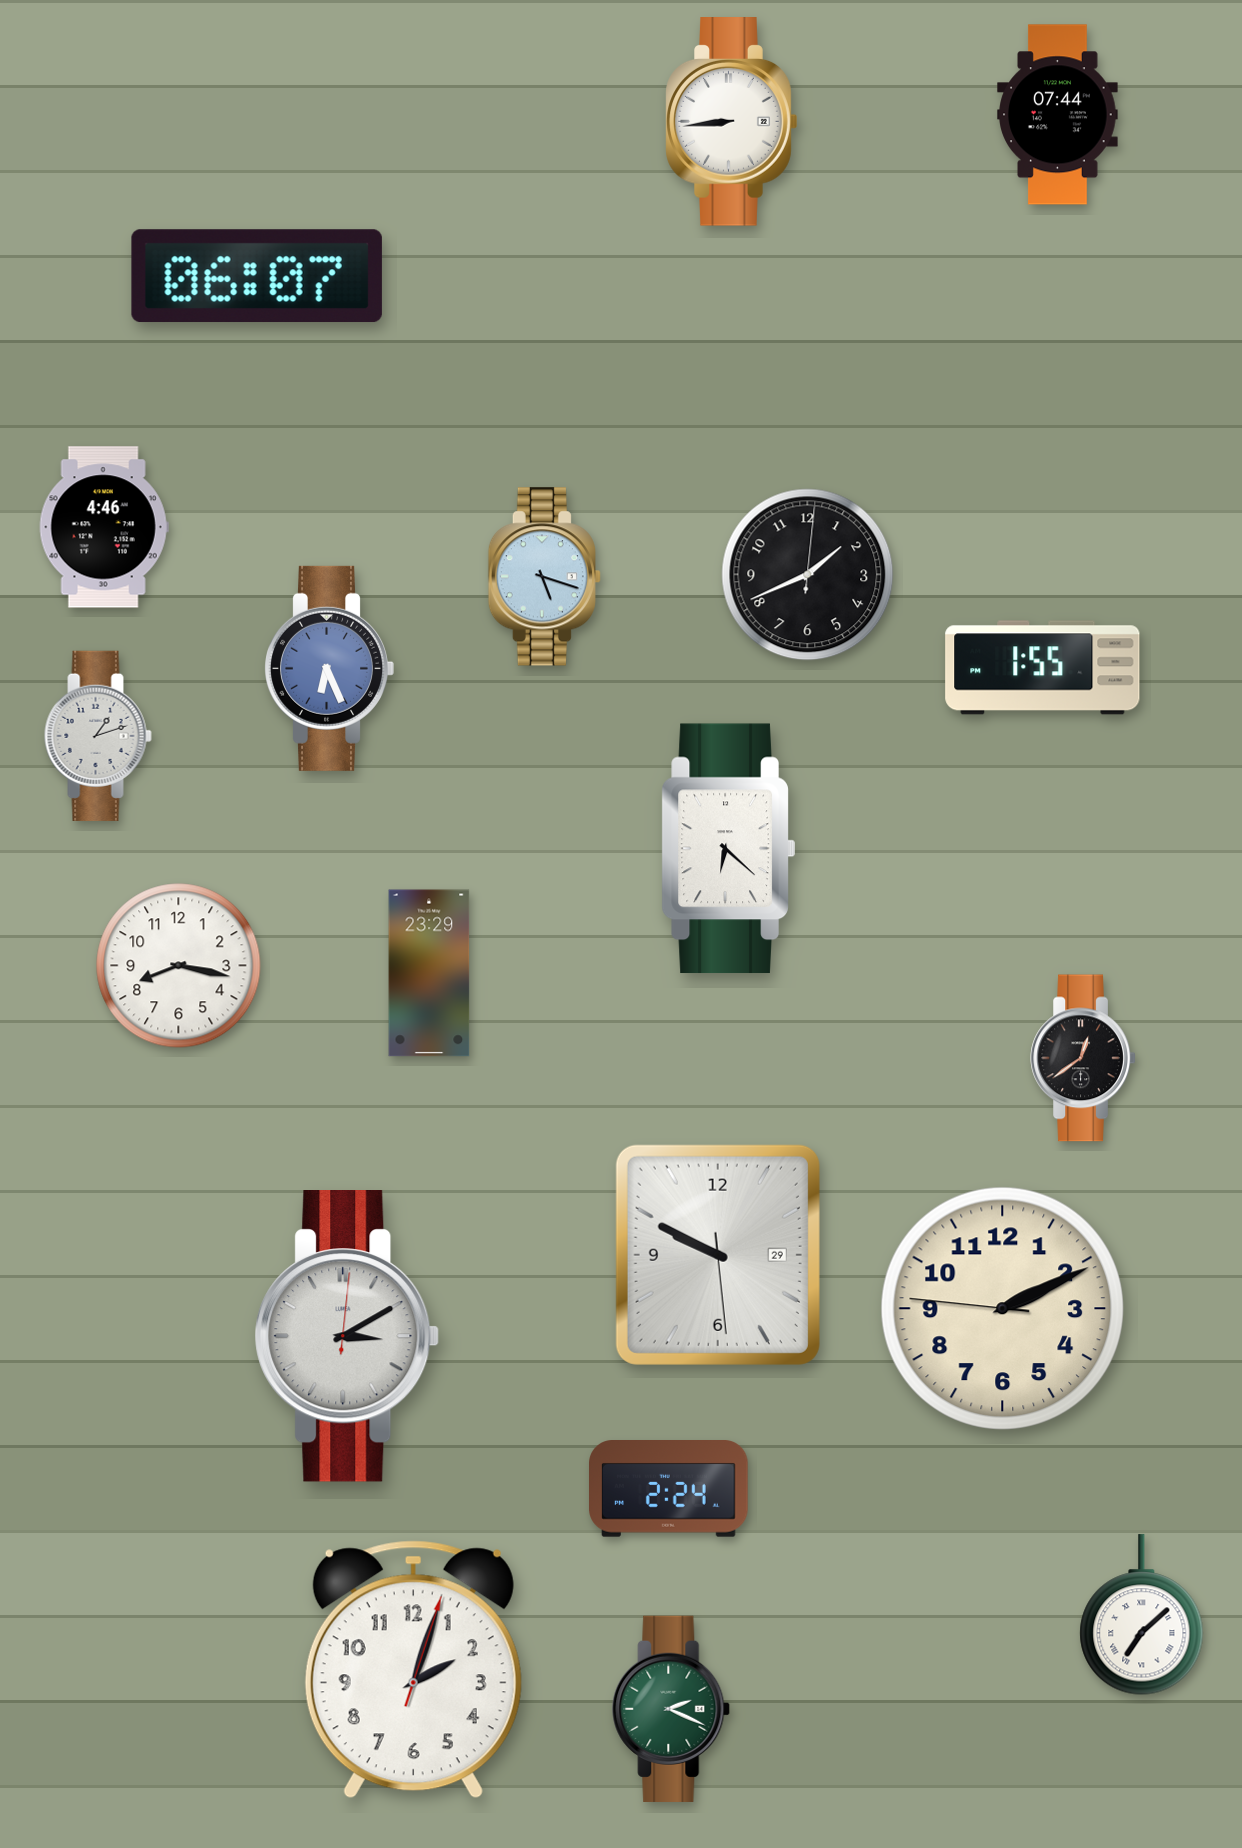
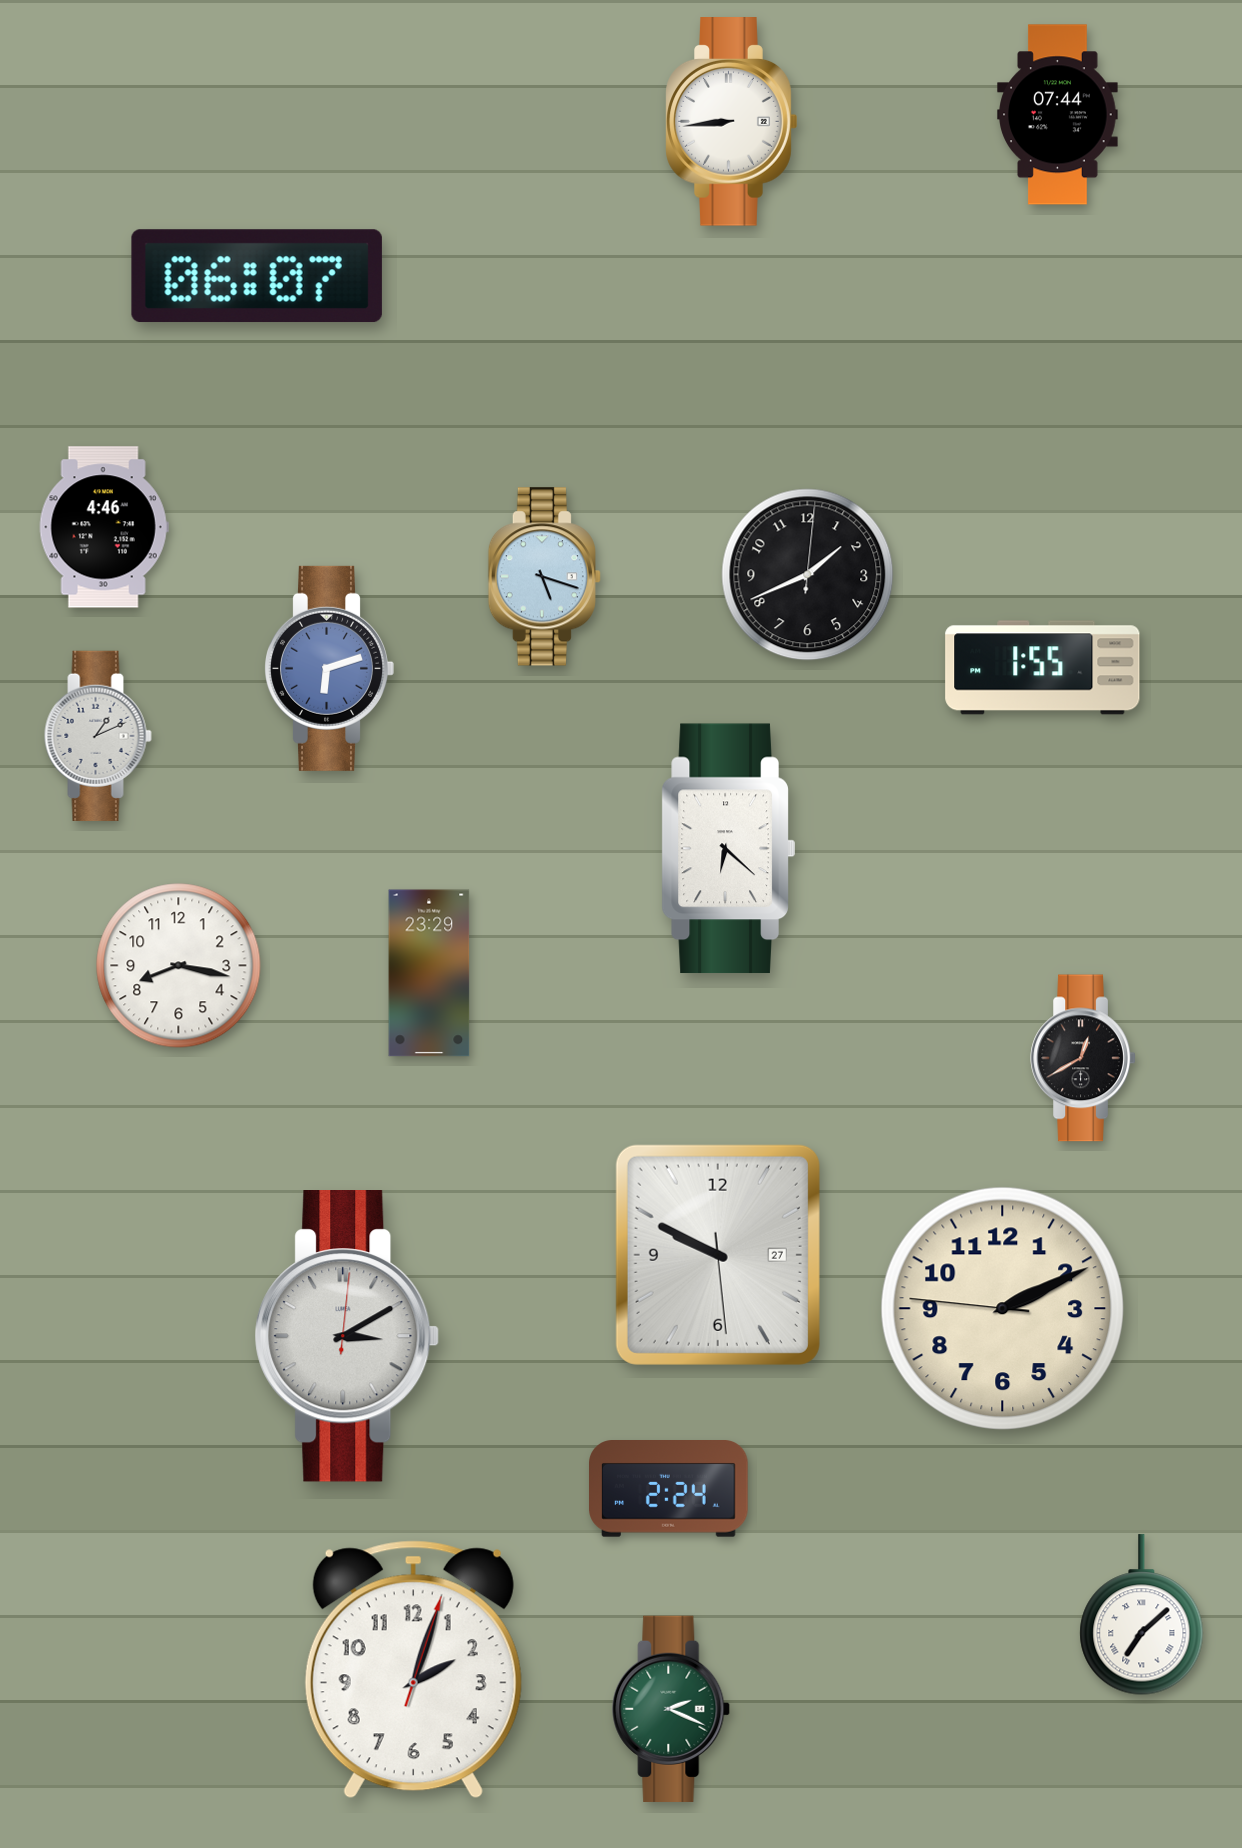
clock at (329, 668): 6:26 -> 6:12
clock at (98, 736): 1:12 -> 1:11
clock at (1083, 1058): 12:39 -> 12:40
clock at (718, 1255) date: 29 -> 27
